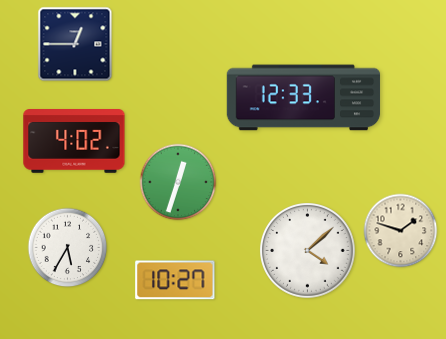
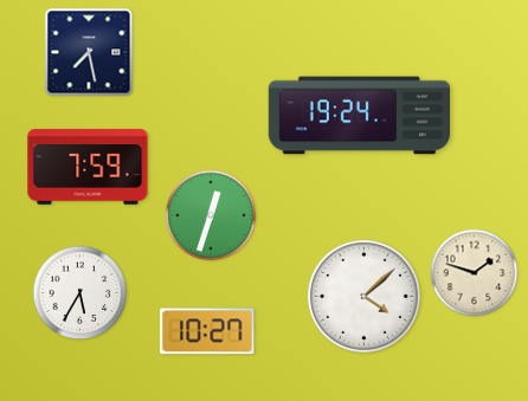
clock at (75, 44): 12:45 -> 7:28
clock at (304, 98): 12:33 -> 19:24
clock at (74, 142): 4:02 -> 7:59
